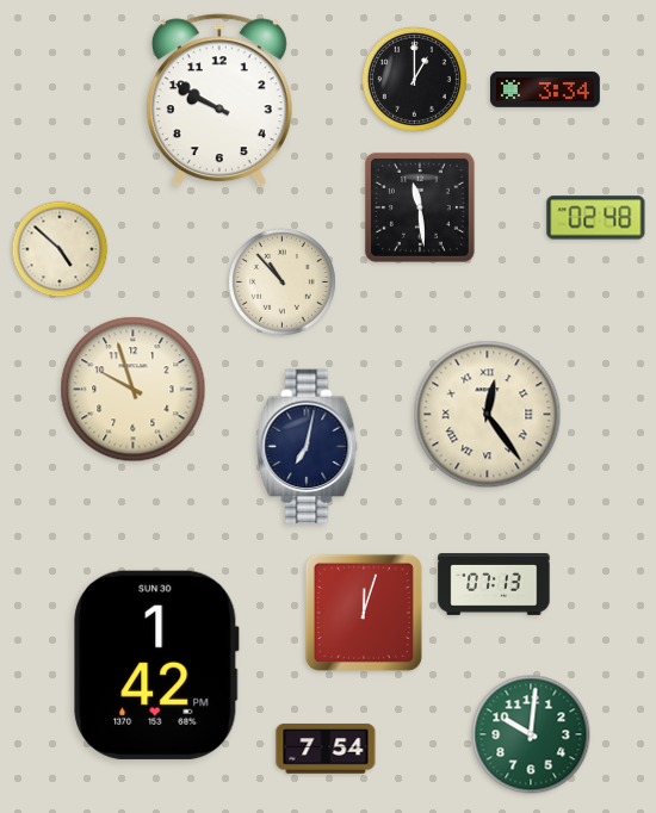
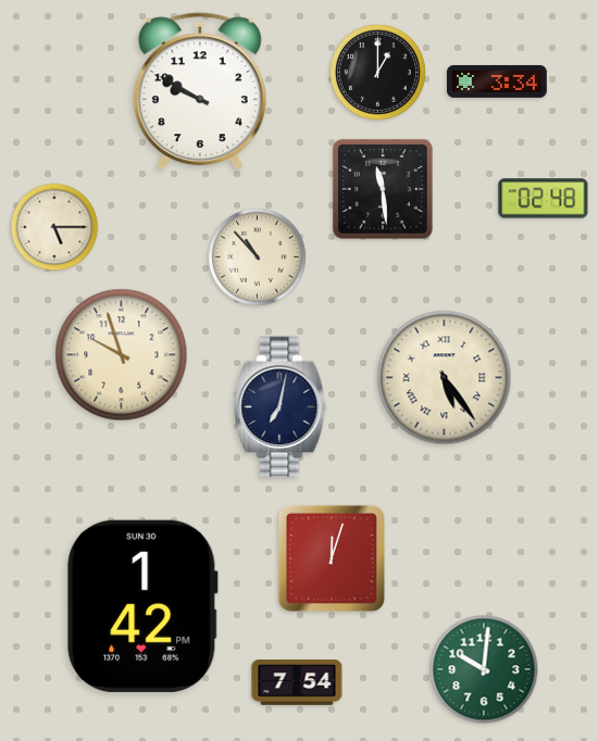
clock at (60, 249): 4:52 -> 5:15
clock at (488, 415): 12:24 -> 5:24
clock at (494, 585): 07:13 -> none
